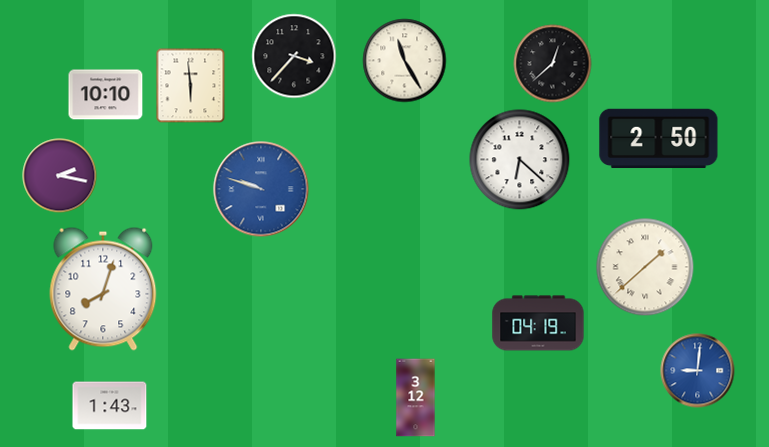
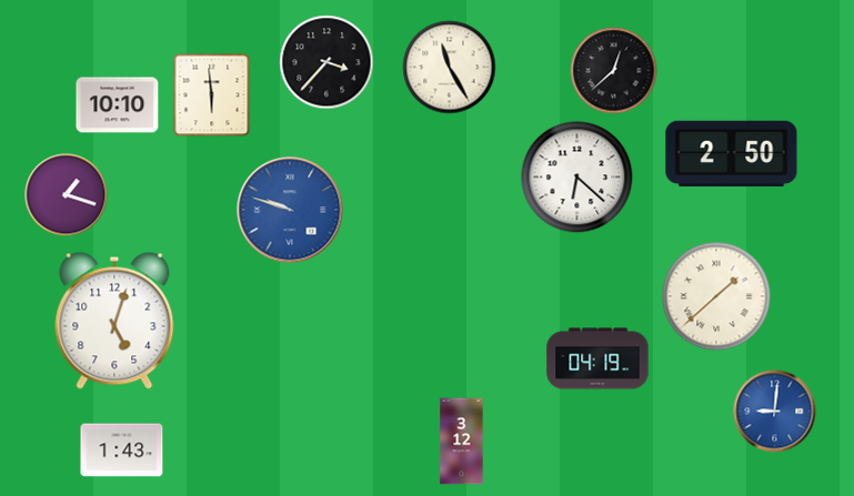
clock at (60, 176): 2:17 -> 1:18
clock at (103, 289): 8:03 -> 5:03
